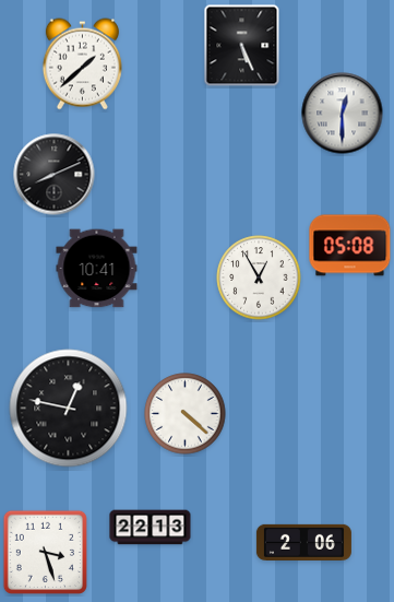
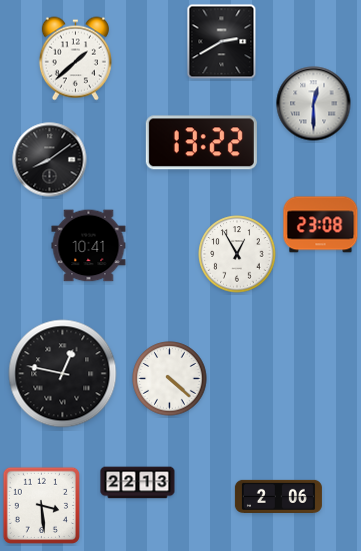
clock at (242, 46): 5:26 -> 2:40
clock at (201, 143): none -> 13:22
clock at (55, 175): 8:11 -> 8:09
clock at (350, 246): 05:08 -> 23:08
clock at (45, 552): 3:27 -> 3:29
